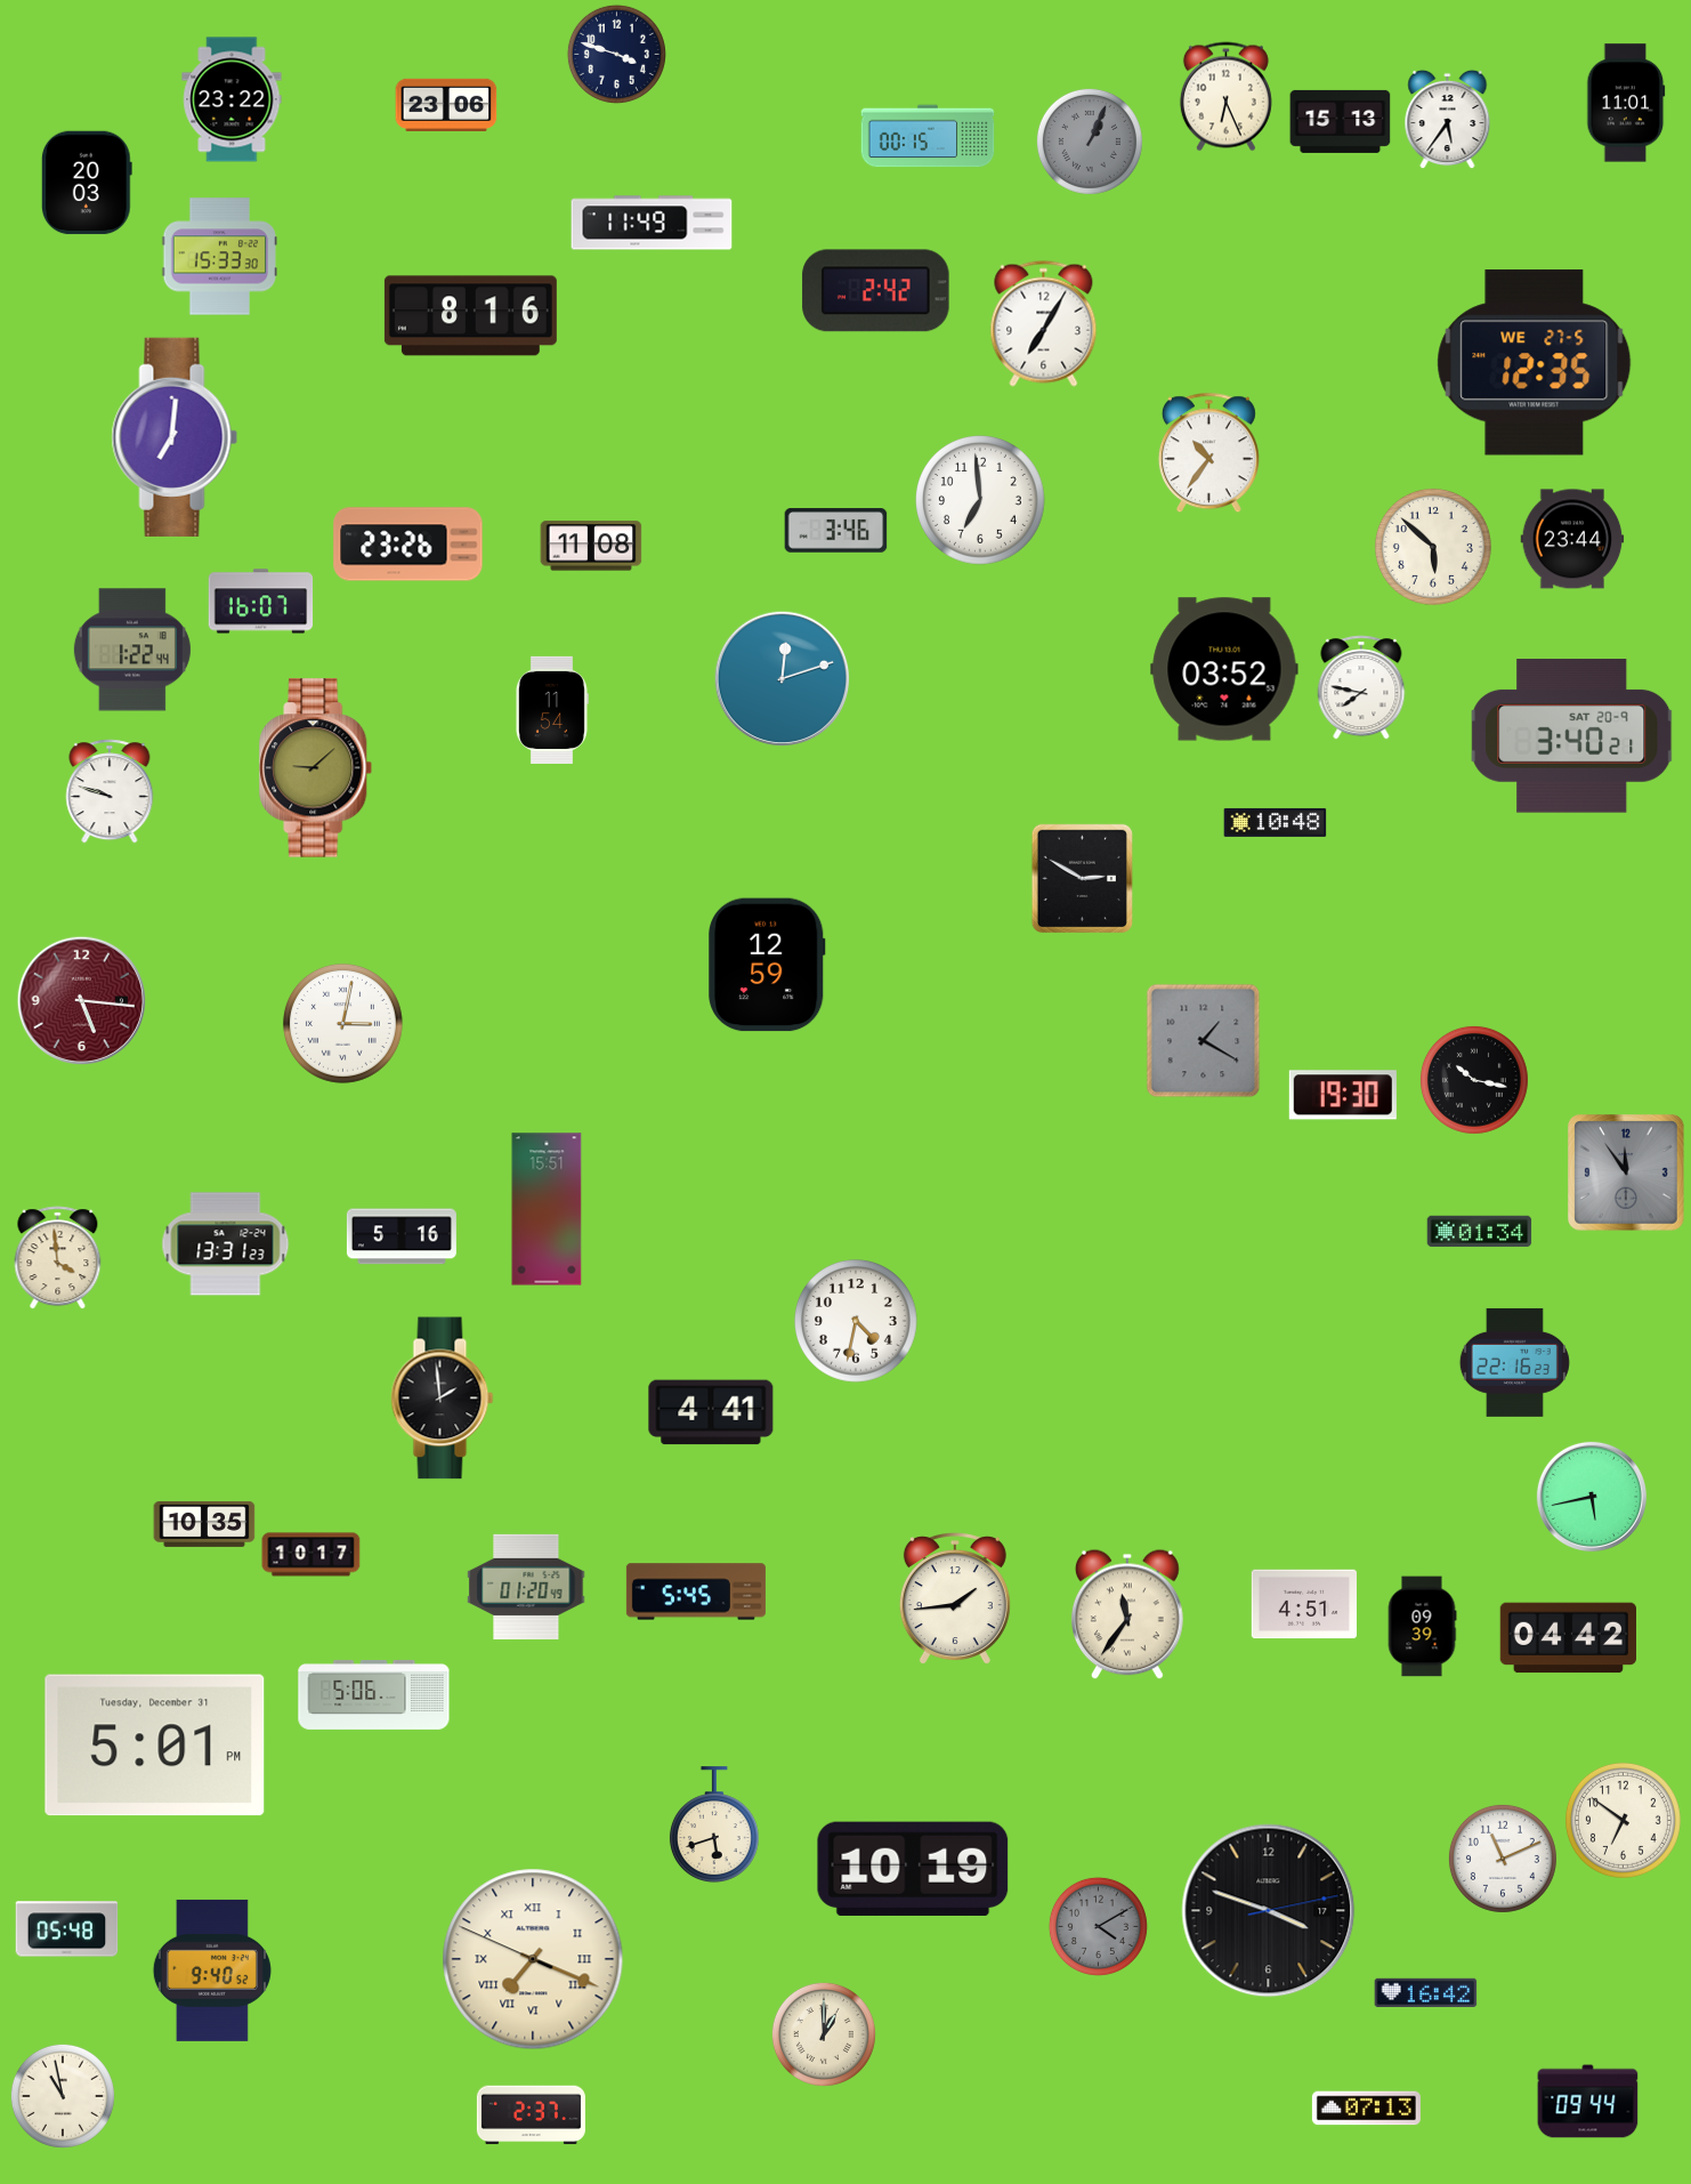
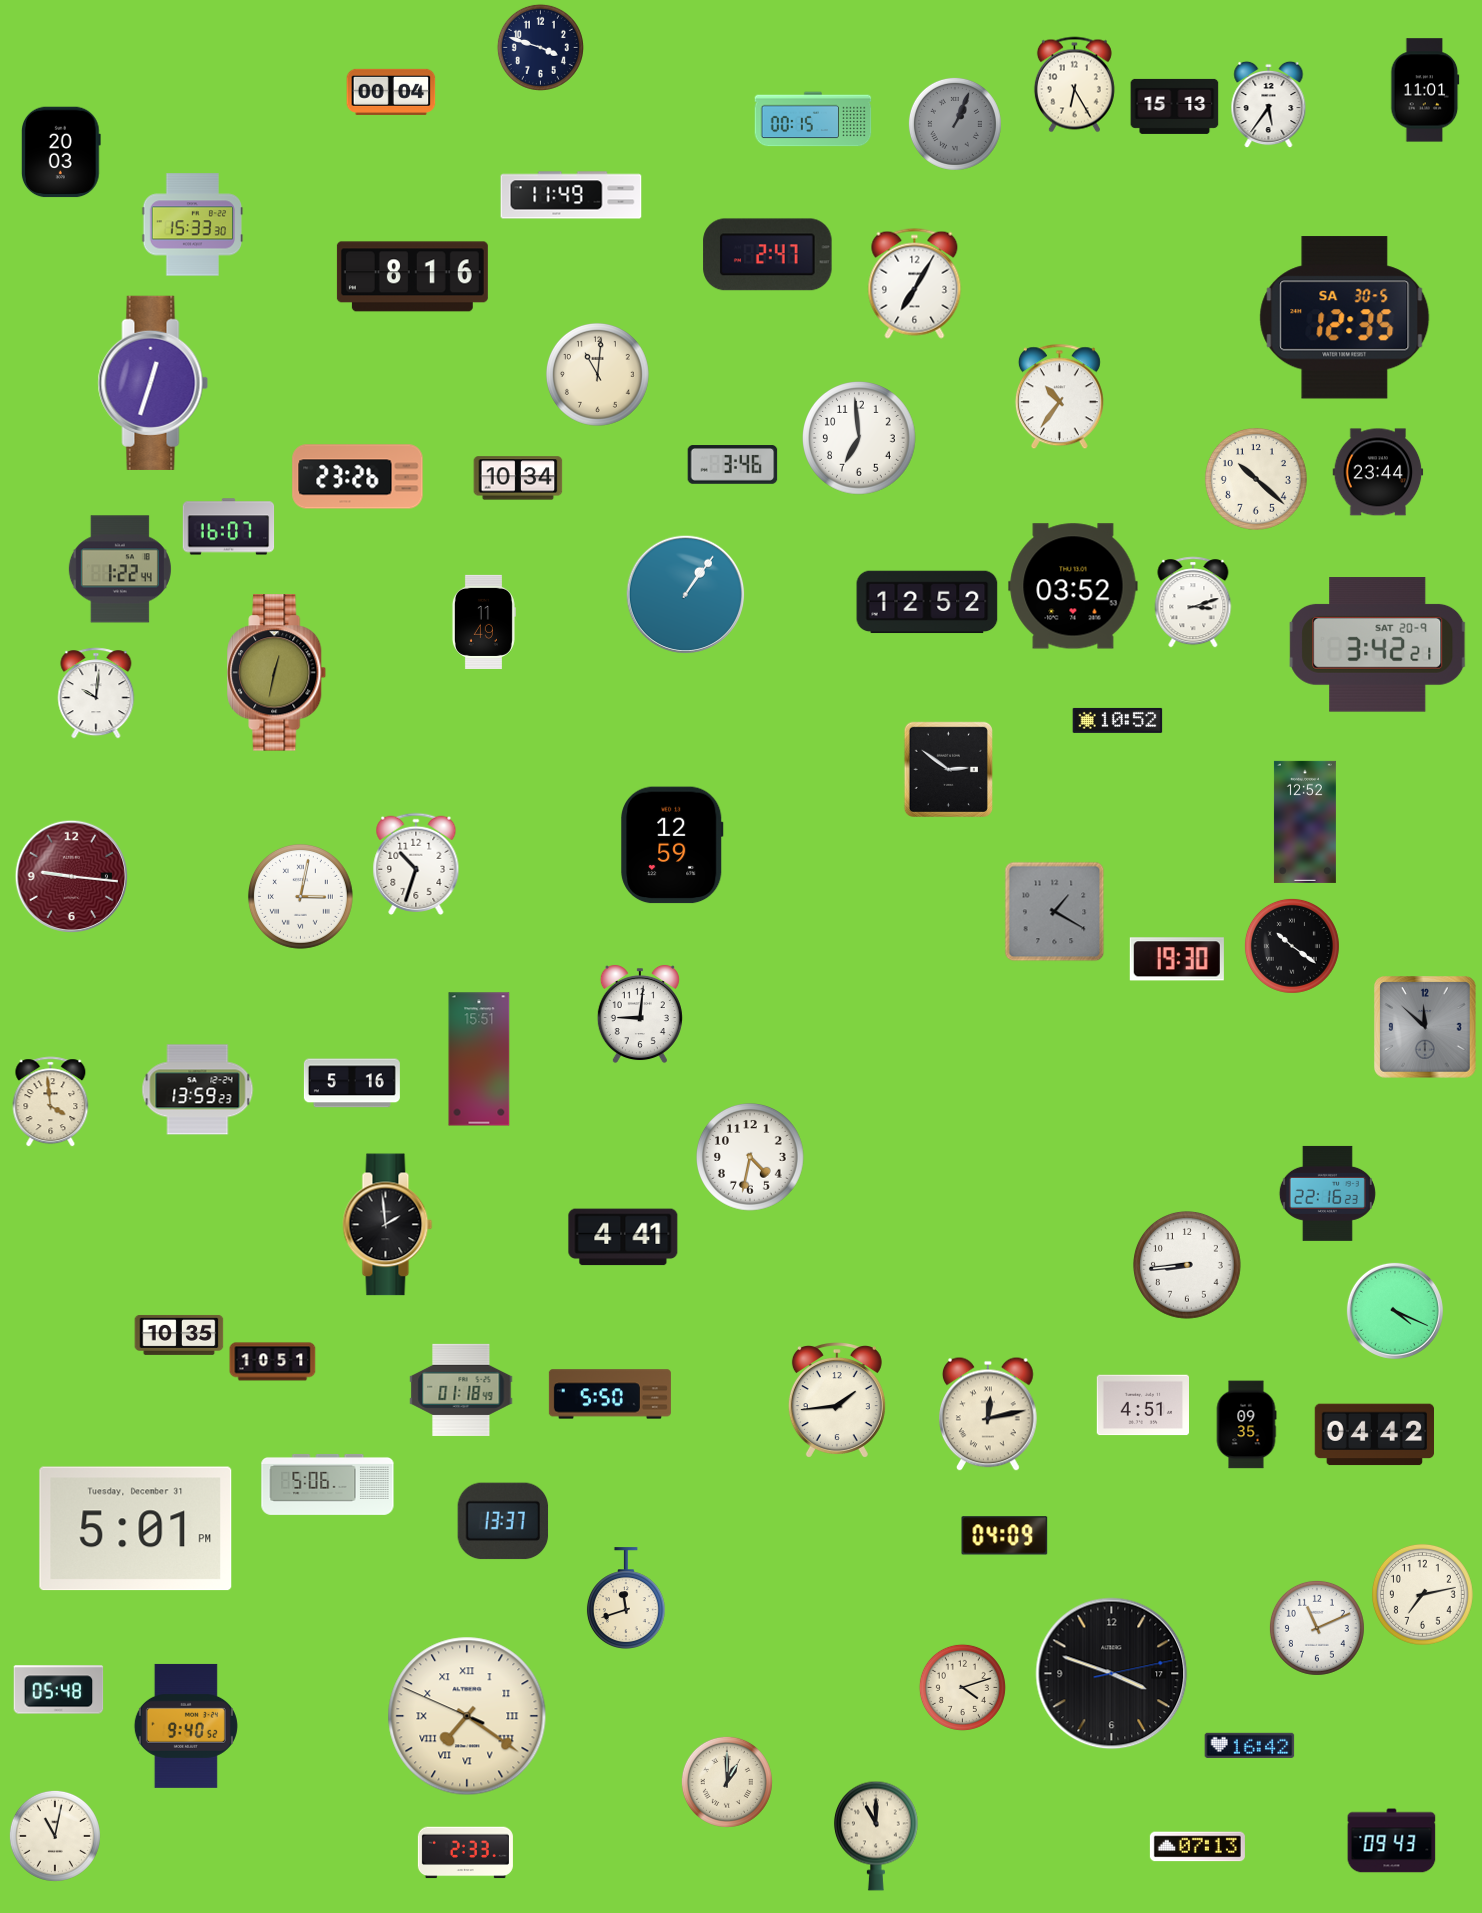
clock at (1225, 97): 6:26 -> 6:25
clock at (232, 99): 23:22 -> none
clock at (446, 105): 23:06 -> 00:04
clock at (88, 183) position: (88, 183) -> (62, 152)
clock at (876, 291): 2:42 -> 2:47
clock at (1535, 363) date: WE 27-5 -> SA 30-5
clock at (597, 374): none -> 11:01
clock at (175, 437): 7:01 -> 12:33
clock at (591, 546): 11:08 -> 10:34
clock at (1433, 547): 5:52 -> 10:22
clock at (132, 650) position: (132, 650) -> (120, 569)
clock at (783, 679): 12:12 -> 1:06
clock at (927, 602): none -> 12:52
clock at (1361, 687): 7:47 -> 3:12
clock at (551, 710): 11:54 -> 11:49
clock at (1572, 736): 3:40 -> 3:42
clock at (316, 768): 9:08 -> 12:32
clock at (110, 791): 9:48 -> 10:01
clock at (1276, 822): 10:48 -> 10:52
clock at (1082, 878): 2:50 -> 2:51
clock at (1305, 822): none -> 12:52
clock at (416, 864): none -> 10:33
clock at (81, 1000): 5:16 -> 9:16
clock at (1474, 1080): 10:17 -> 10:21
clock at (640, 1014): none -> 9:01
clock at (1626, 1172): 11:54 -> 11:52
clock at (1480, 1232): 01:34 -> none
clock at (226, 1244): 13:31 -> 13:59
clock at (1188, 1266): none -> 8:44
clock at (1592, 1497): 5:43 -> 4:19
clock at (311, 1555): 10:17 -> 10:51
clock at (526, 1587): 01:20 -> 01:18
clock at (696, 1591): 5:45 -> 5:50
clock at (1128, 1614): 11:36 -> 12:13
clock at (1422, 1627): 09:39 -> 09:35
clock at (503, 1521): none -> 13:37
clock at (1005, 1536): none -> 04:09
clock at (1623, 1820): 6:51 -> 7:13
clock at (714, 1824): 5:42 -> 11:42
clock at (913, 1868): 10:19 -> none
clock at (1098, 1926): 4:10 -> 4:12
clock at (1098, 1926) dial: grey -> cream
clock at (533, 1959): 7:18 -> 7:20
clock at (824, 2034) position: (824, 2034) -> (727, 1782)
clock at (63, 2096): 10:58 -> 11:02
clock at (876, 1836): none -> 11:00
clock at (1588, 2102): 09:44 -> 09:43
clock at (531, 2116): 2:37 -> 2:33
